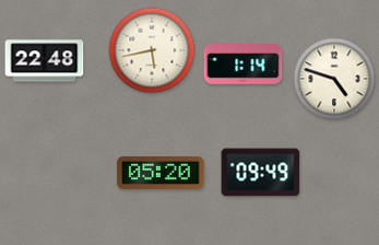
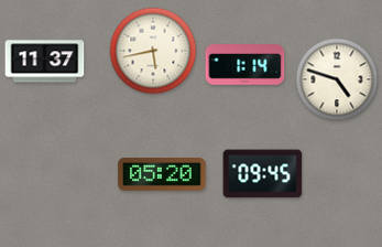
clock at (45, 61): 22:48 -> 11:37
clock at (261, 173): 09:49 -> 09:45
